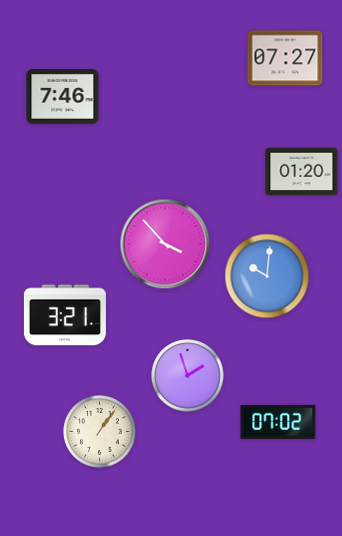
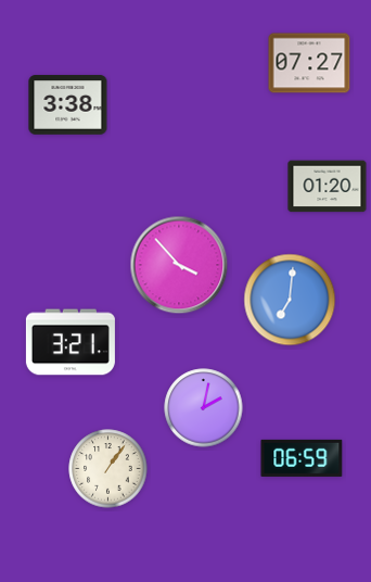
clock at (63, 97): 7:46 -> 3:38
clock at (267, 276): 10:01 -> 7:01
clock at (188, 376): 1:57 -> 2:02
clock at (278, 422): 07:02 -> 06:59
